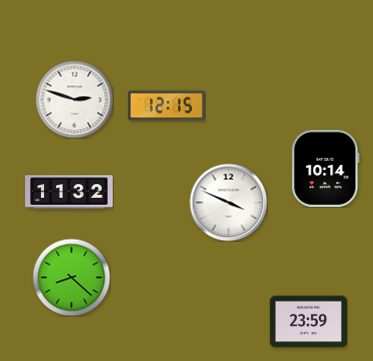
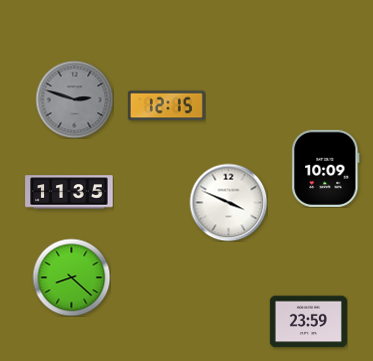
clock at (74, 99) dial: white -> grey
clock at (326, 168): 10:14 -> 10:09
clock at (69, 192): 11:32 -> 11:35
